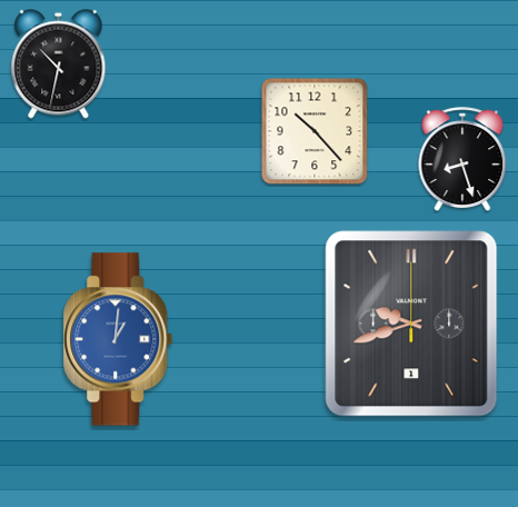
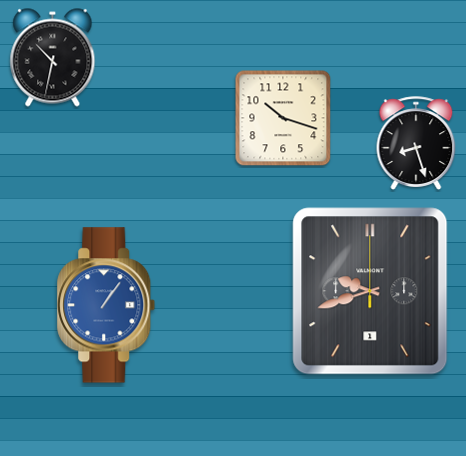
clock at (315, 131): 10:23 -> 10:18
clock at (118, 339): 1:01 -> 1:06
